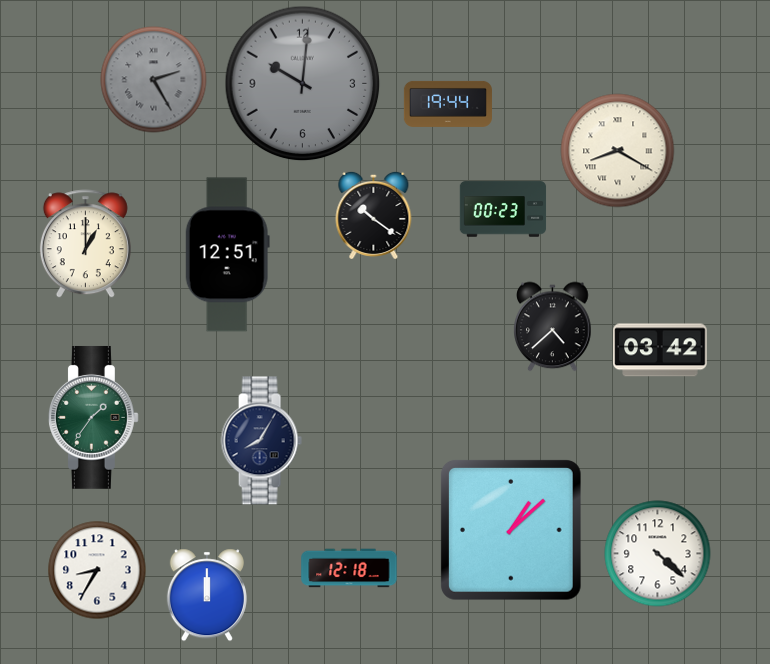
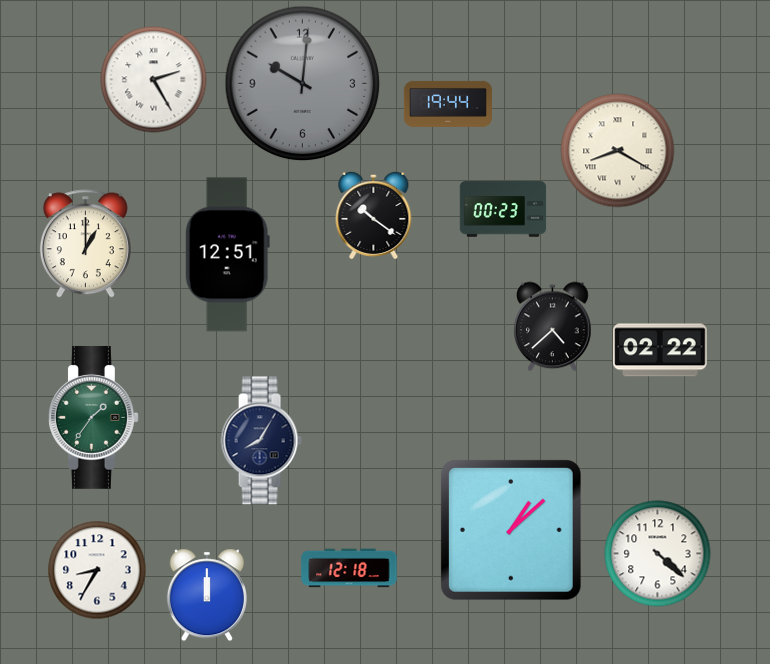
clock at (154, 80) dial: grey -> white
clock at (660, 350): 03:42 -> 02:22
